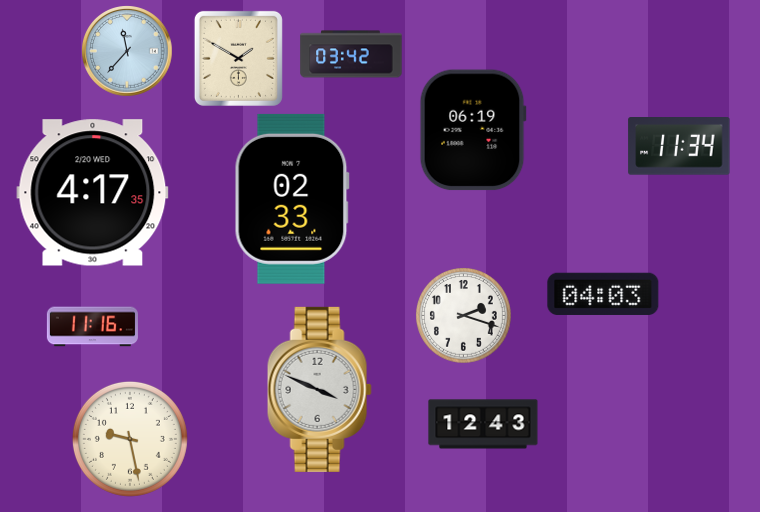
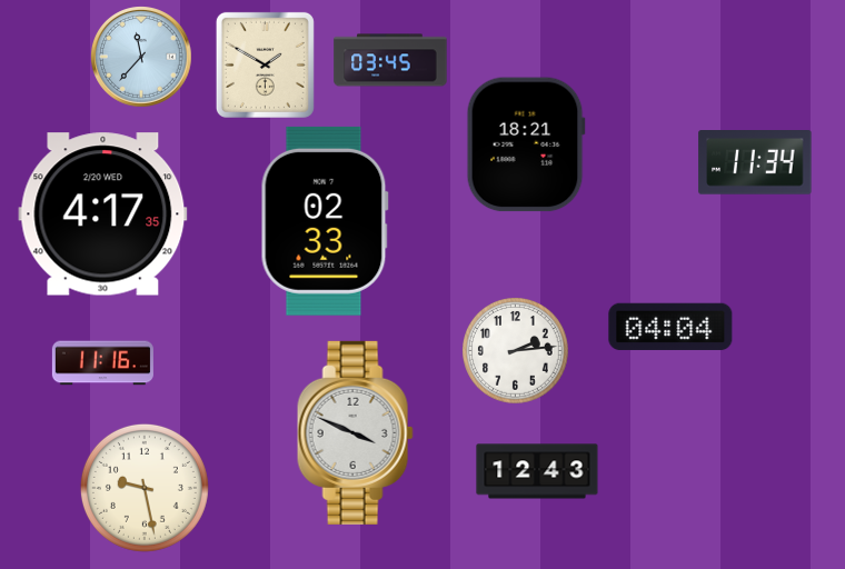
clock at (351, 54): 03:42 -> 03:45
clock at (473, 130): 06:19 -> 18:21
clock at (603, 294): 04:03 -> 04:04
clock at (464, 316): 2:18 -> 2:14
